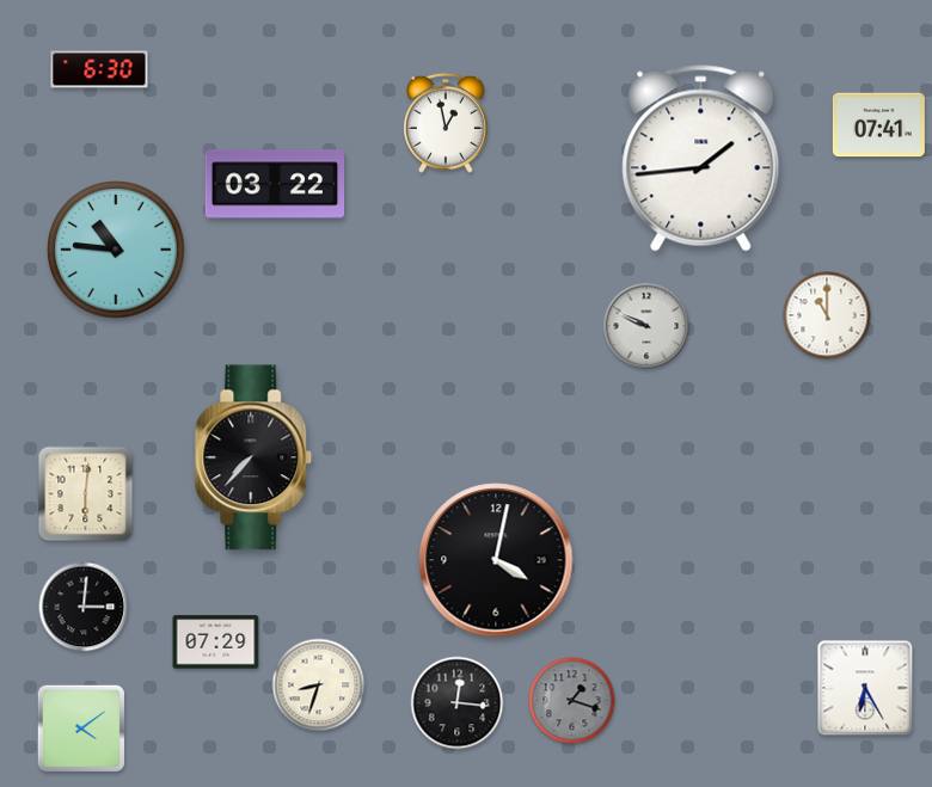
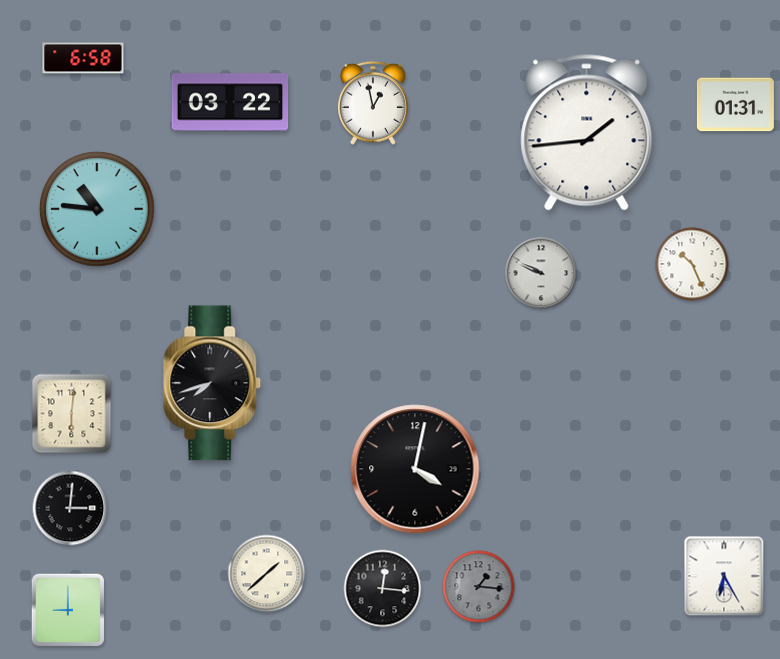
clock at (99, 69): 6:30 -> 6:58
clock at (878, 125): 07:41 -> 01:31
clock at (275, 184) position: (275, 184) -> (230, 102)
clock at (827, 315): 11:00 -> 10:26
clock at (253, 457): 7:37 -> 7:42
clock at (216, 642): 07:29 -> none
clock at (319, 685): 8:33 -> 1:38
clock at (572, 701): 1:18 -> 1:16
clock at (80, 727): 4:09 -> 9:00
